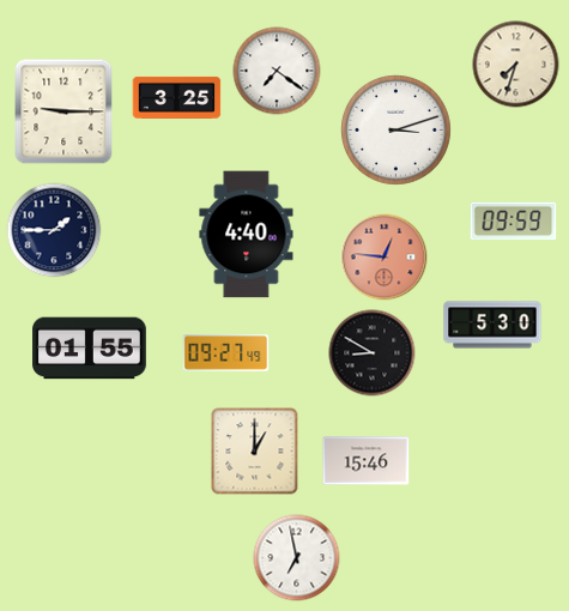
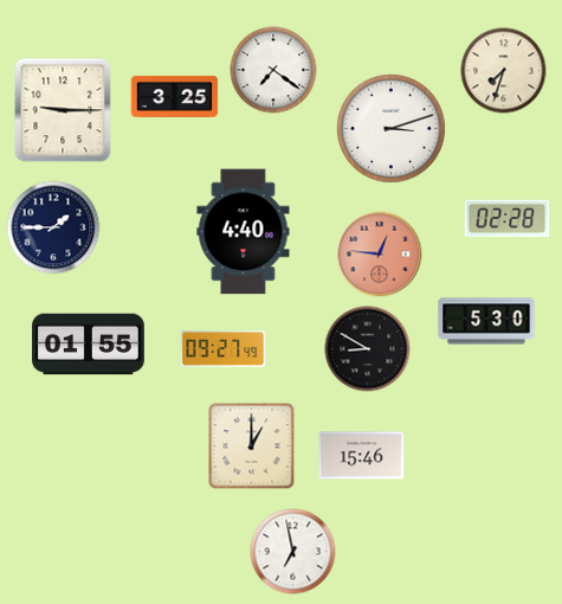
clock at (516, 65) position: (516, 65) -> (504, 71)
clock at (514, 222): 09:59 -> 02:28
